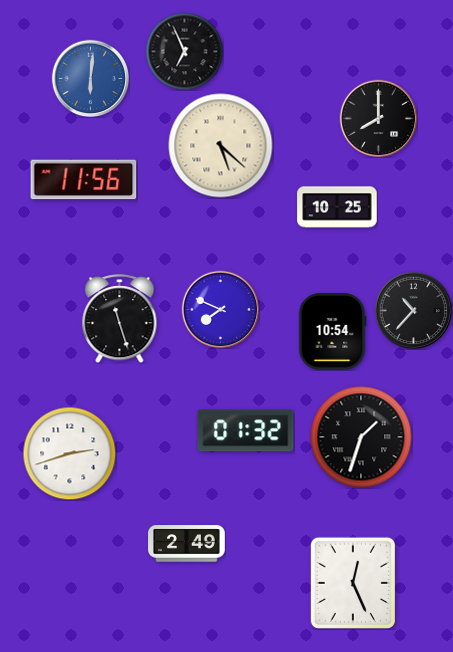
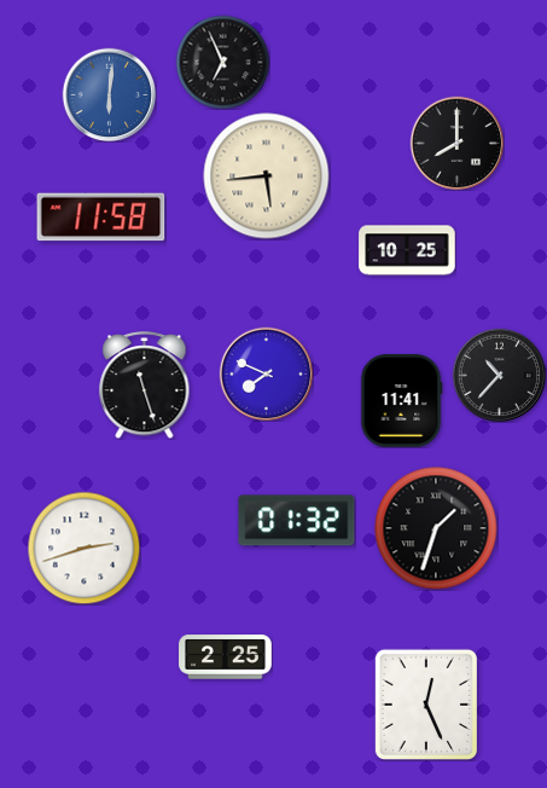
clock at (221, 146): 5:22 -> 5:44
clock at (84, 180): 11:56 -> 11:58
clock at (332, 332): 10:54 -> 11:41
clock at (187, 544): 2:49 -> 2:25
